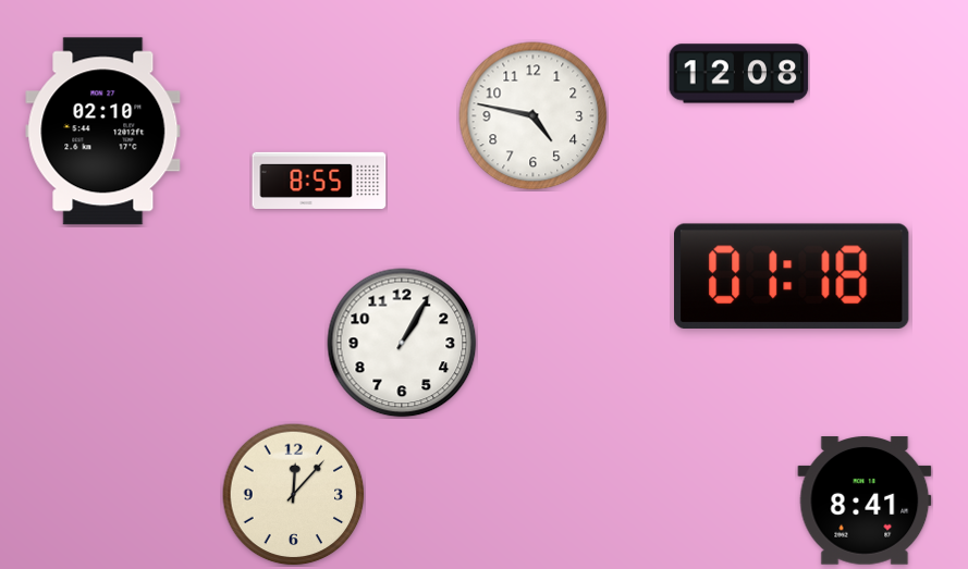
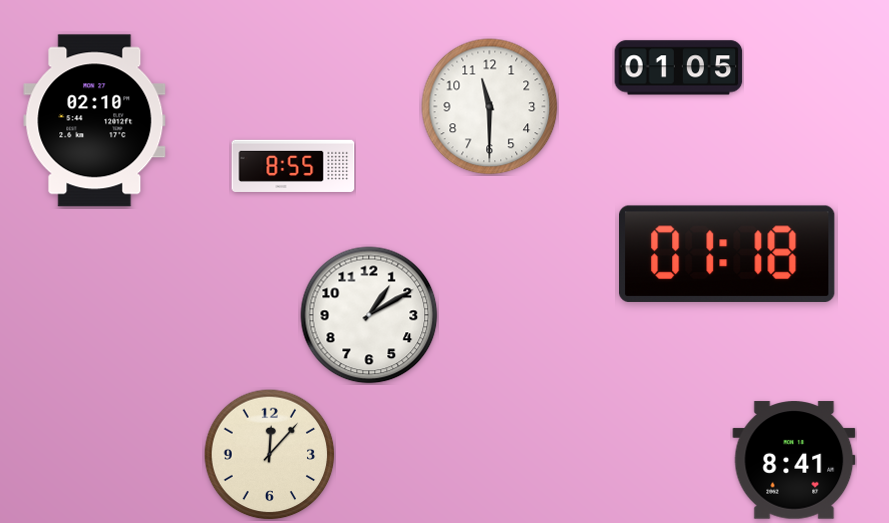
clock at (739, 74): 12:08 -> 01:05
clock at (534, 116): 4:47 -> 11:30
clock at (402, 343): 1:05 -> 1:10
